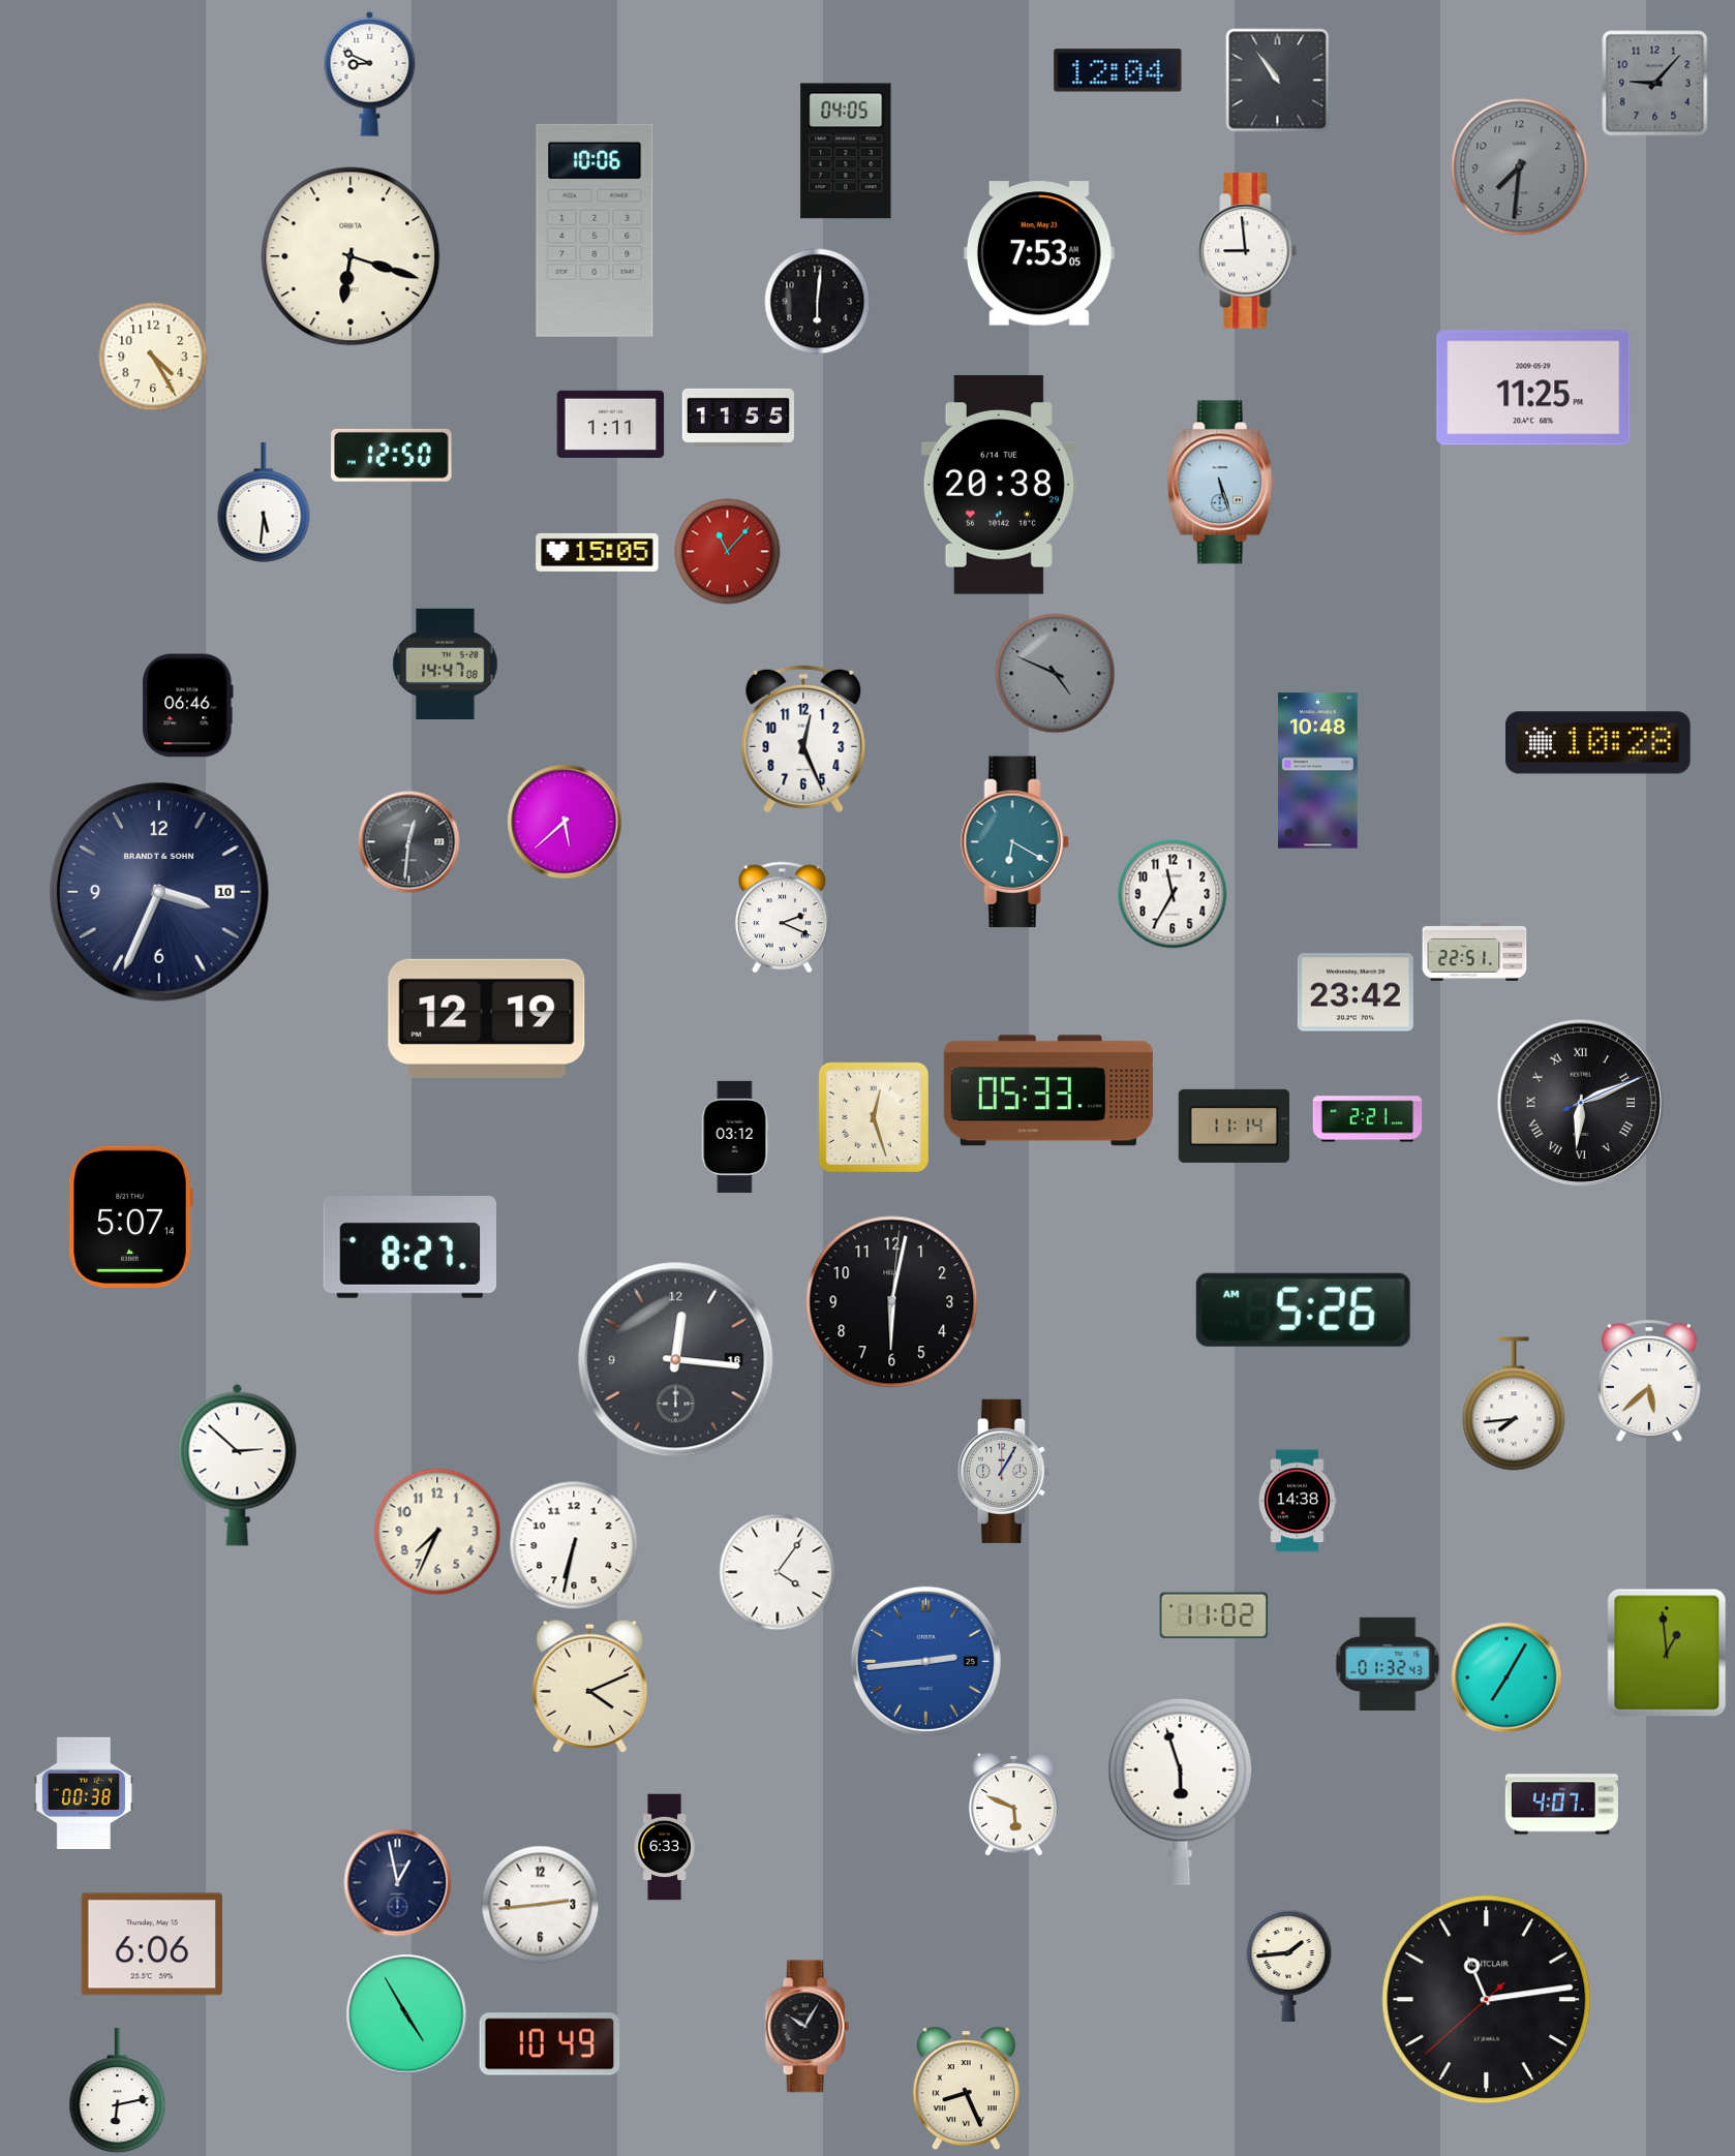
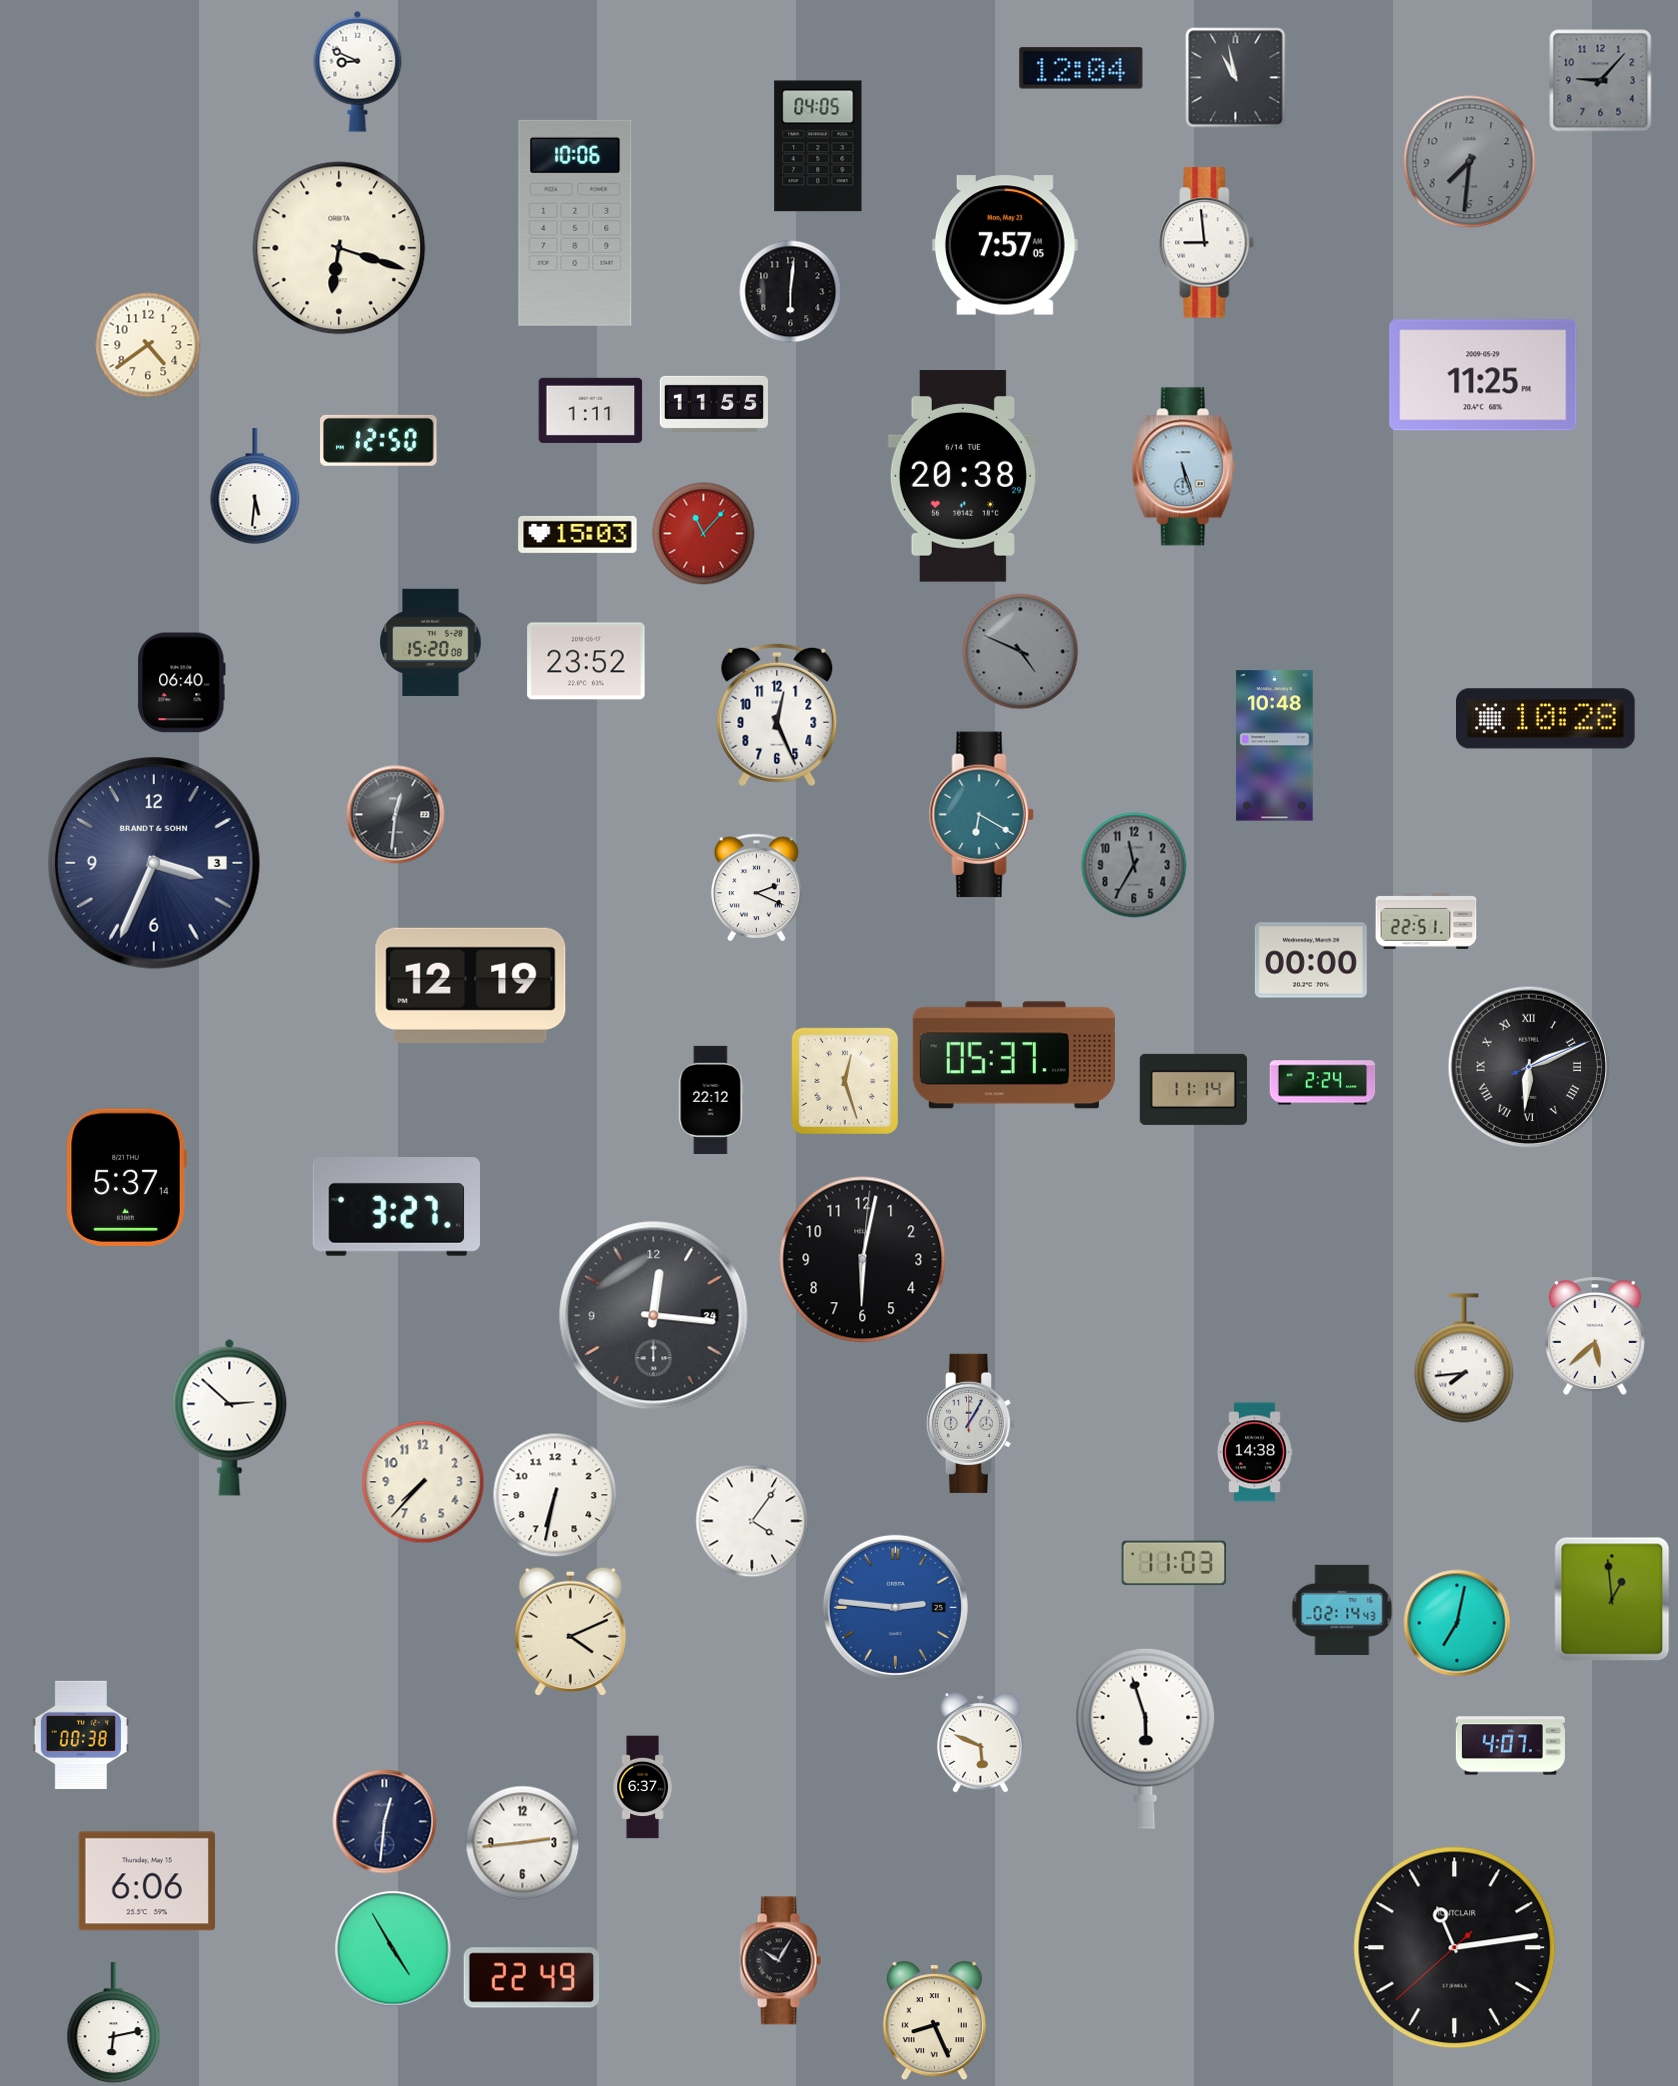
clock at (1278, 81): 10:54 -> 10:58
clock at (1039, 253): 7:53 -> 7:57
clock at (153, 357): 4:25 -> 4:39
clock at (1220, 483) position: (1220, 483) -> (1183, 467)
clock at (999, 485) position: (999, 485) -> (963, 476)
clock at (598, 552): 15:05 -> 15:03
clock at (446, 664): 14:47 -> 15:20
clock at (586, 661): none -> 23:52
clock at (188, 706): 06:46 -> 06:40
clock at (565, 822): 5:38 -> none
clock at (160, 893) date: 10 -> 3
clock at (1173, 894) dial: white -> grey
clock at (1356, 992): 23:42 -> 00:00
clock at (1048, 1090): 05:33 -> 05:37
clock at (1368, 1119): 2:21 -> 2:24
clock at (735, 1137): 03:12 -> 22:12
clock at (130, 1216): 5:07 -> 5:37
clock at (409, 1248): 8:27 -> 3:27
clock at (1303, 1310): 5:26 -> none
clock at (676, 1360) date: 16 -> 24
clock at (437, 1532): 7:34 -> 7:37
clock at (1214, 1615): 11:02 -> 11:03
clock at (925, 1661): 2:44 -> 2:46
clock at (1388, 1664): 01:32 -> 02:14
clock at (1506, 1677): 7:05 -> 7:02
clock at (1181, 1791) position: (1181, 1791) -> (1146, 1738)
clock at (1014, 1805) position: (1014, 1805) -> (981, 1743)
clock at (665, 1847): 6:33 -> 6:37
clock at (398, 1883): 12:58 -> 12:31
clock at (1288, 1966): 1:44 -> none
clock at (1487, 2000) position: (1487, 2000) -> (1455, 1948)
clock at (550, 2044): 10:49 -> 22:49
